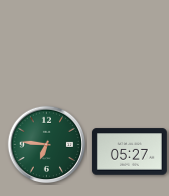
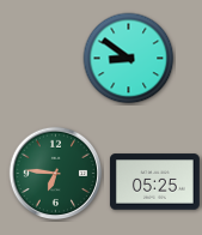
clock at (129, 59): none -> 8:51
clock at (129, 152): 05:27 -> 05:25
